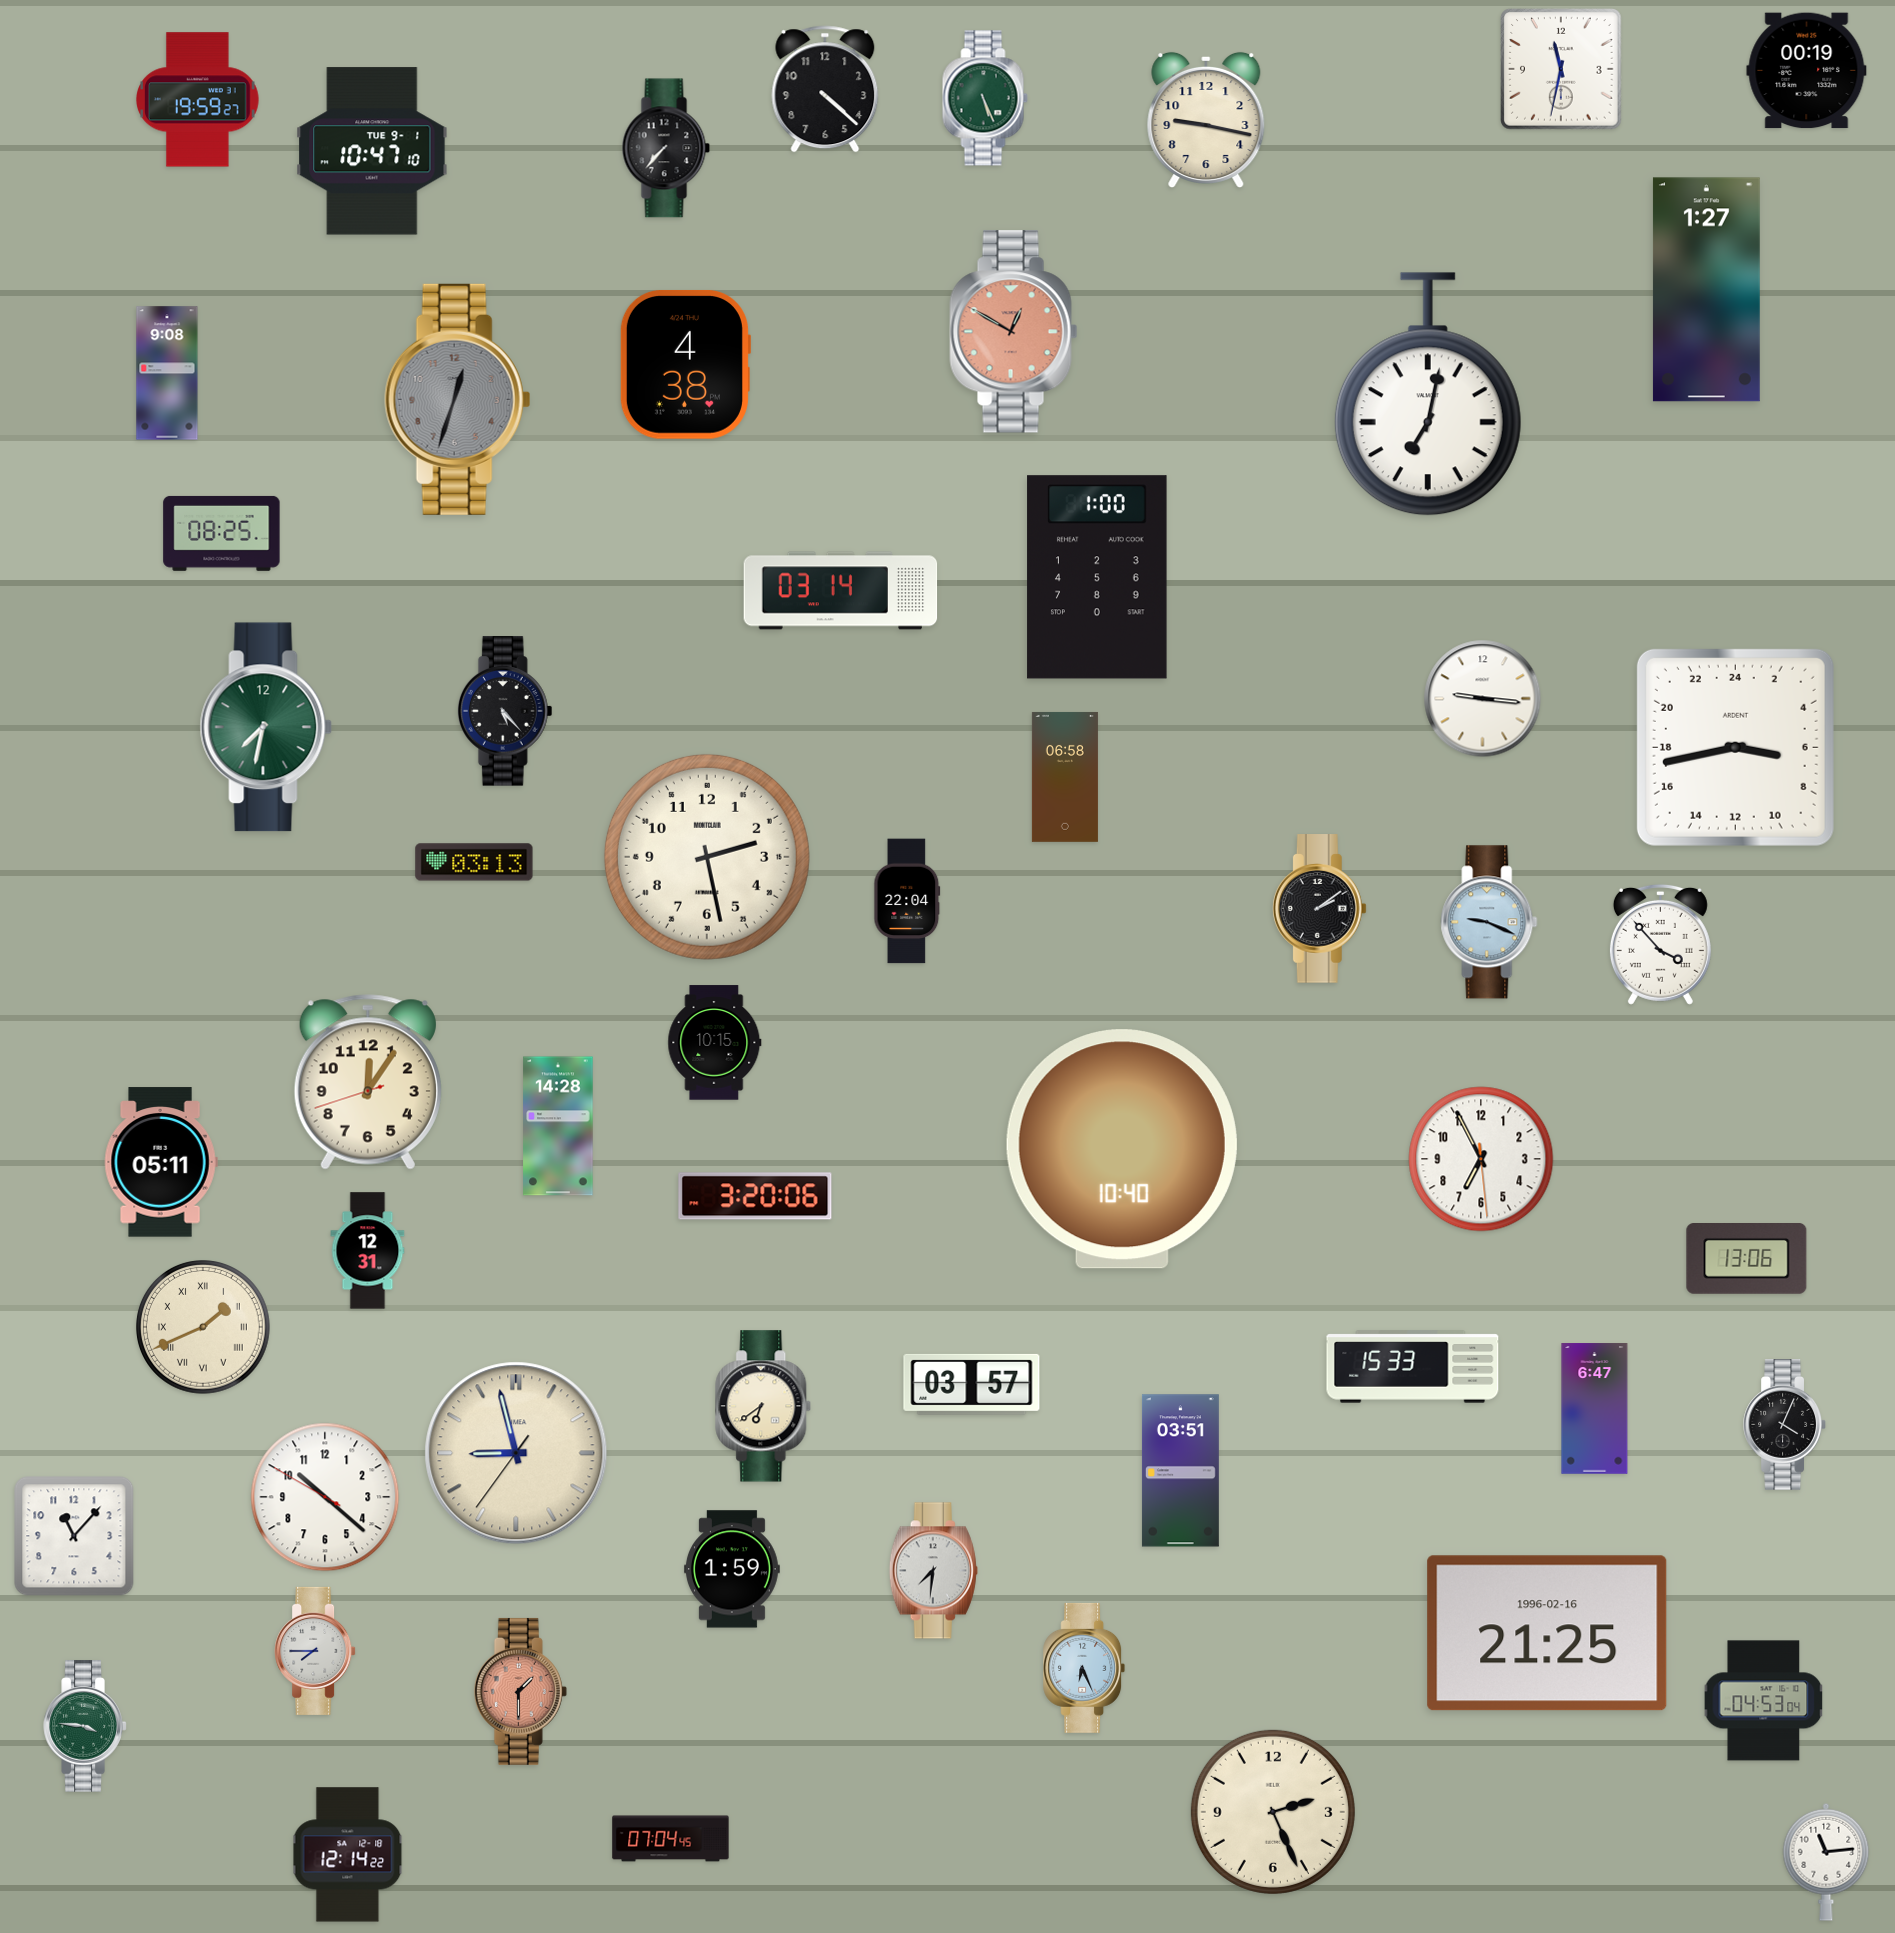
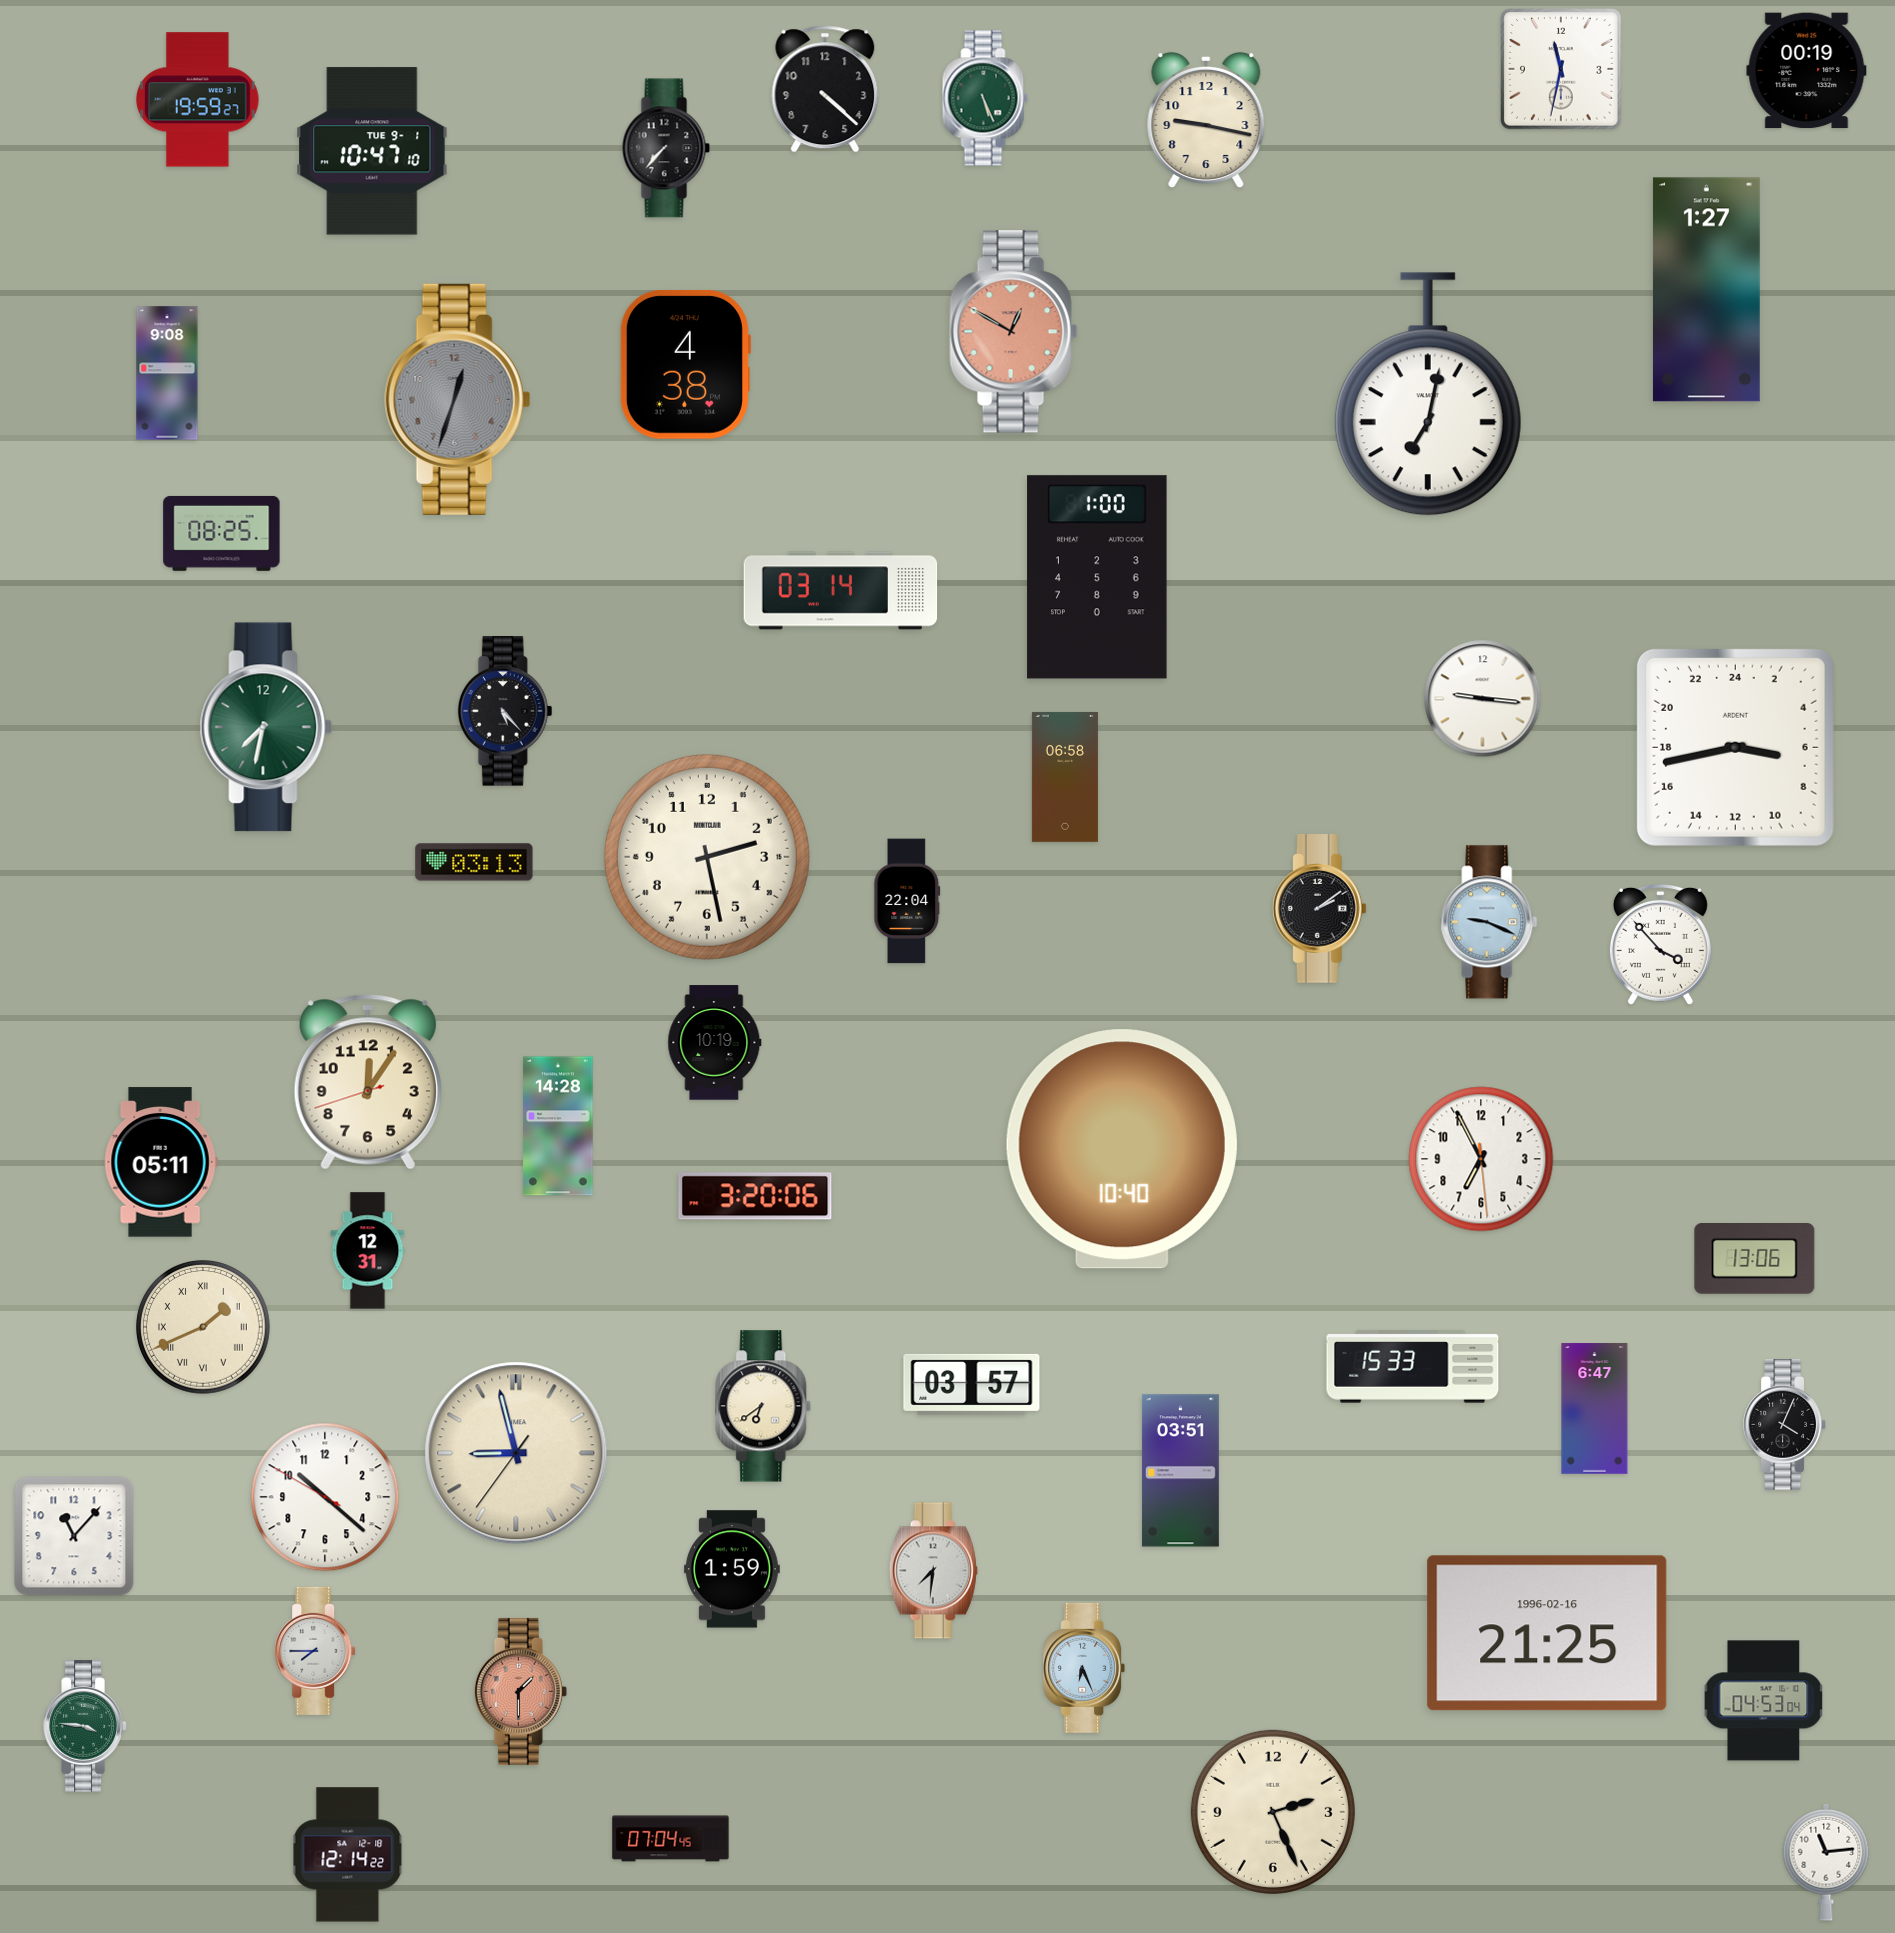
clock at (715, 1043): 10:15 -> 10:19
clock at (1747, 1259) position: (1747, 1259) -> (1755, 1259)
